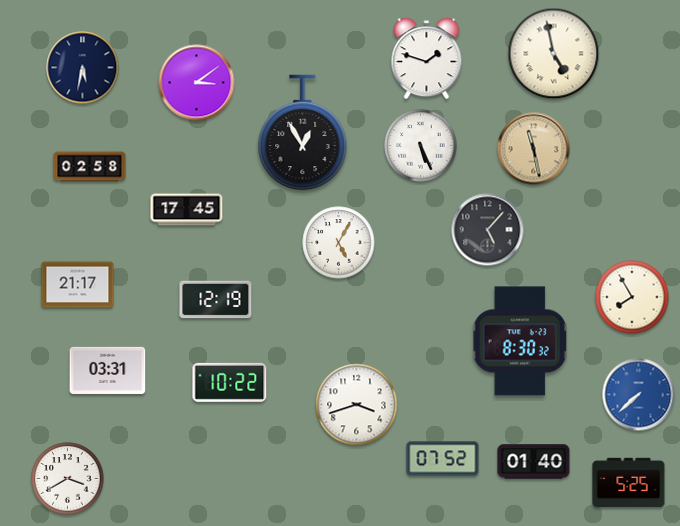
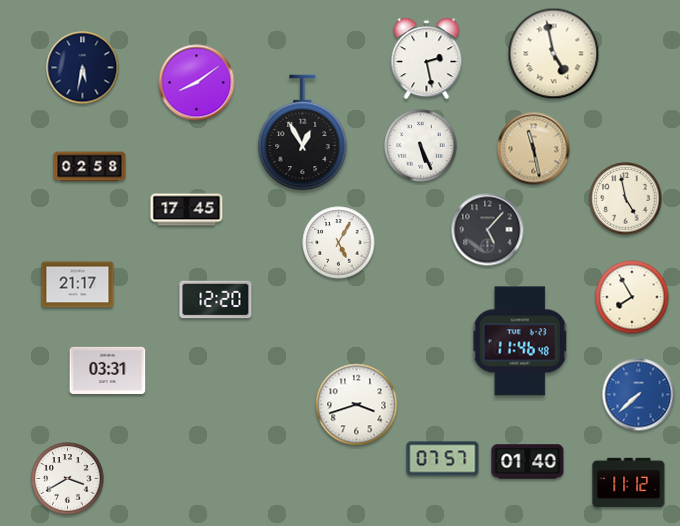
clock at (427, 59): 1:48 -> 2:28
clock at (197, 83): 3:09 -> 8:09
clock at (626, 199): none -> 4:58
clock at (216, 300): 12:19 -> 12:20
clock at (520, 341): 8:30 -> 11:46
clock at (230, 382): 10:22 -> none
clock at (443, 459): 07:52 -> 07:57
clock at (534, 462) position: (534, 462) -> (528, 462)
clock at (629, 483): 5:25 -> 11:12
